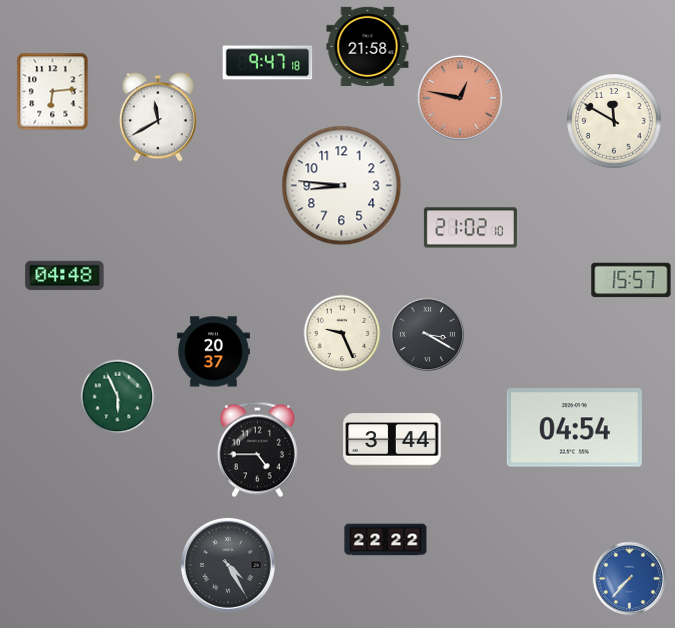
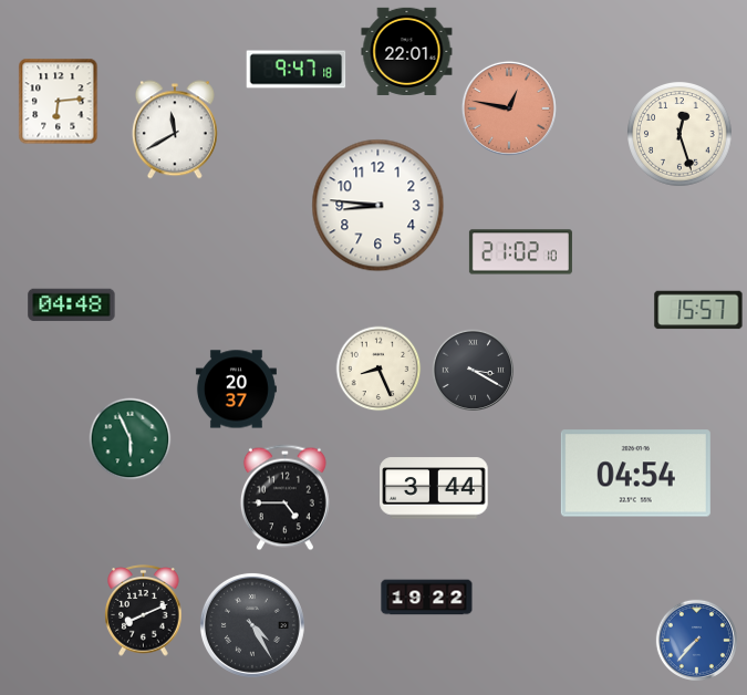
clock at (368, 46): 21:58 -> 22:01
clock at (615, 122): 11:50 -> 12:27
clock at (342, 333): 9:26 -> 8:26
clock at (386, 540): 22:22 -> 19:22
clock at (144, 611): none -> 8:11
